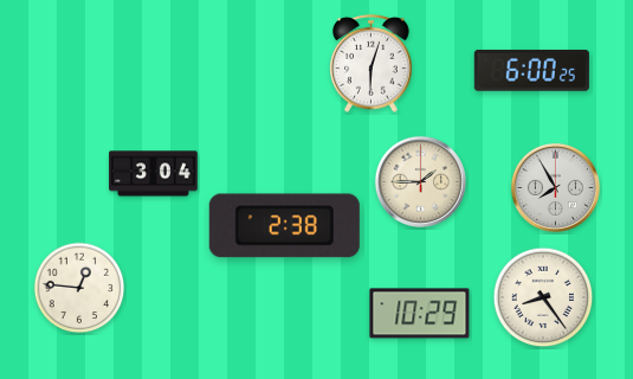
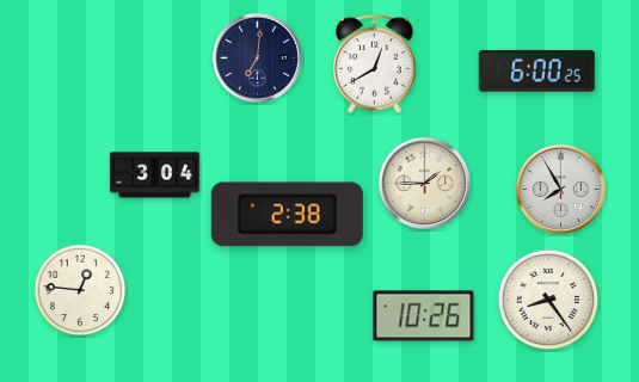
clock at (257, 57): none -> 7:01
clock at (372, 63): 6:03 -> 12:40
clock at (284, 226) position: (284, 226) -> (287, 215)
clock at (420, 314): 10:29 -> 10:26
